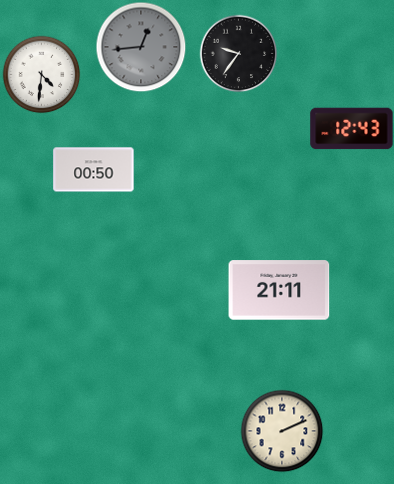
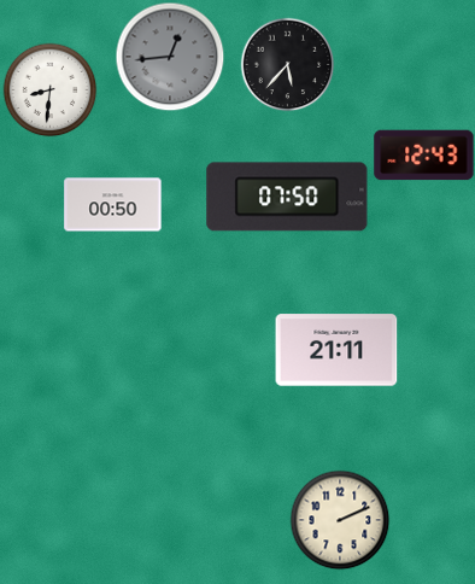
clock at (238, 53): 9:36 -> 5:37
clock at (41, 74): 4:31 -> 8:31
clock at (287, 197): none -> 07:50
